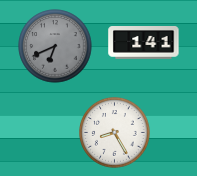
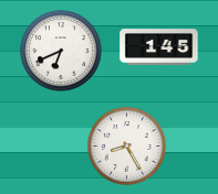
clock at (144, 43): 1:41 -> 1:45
clock at (55, 46) dial: grey -> white
